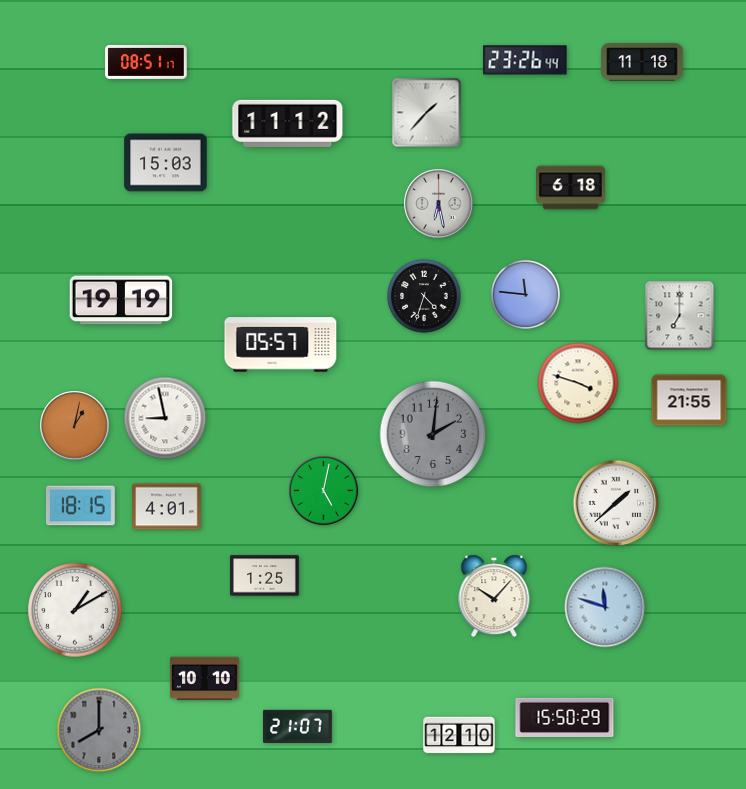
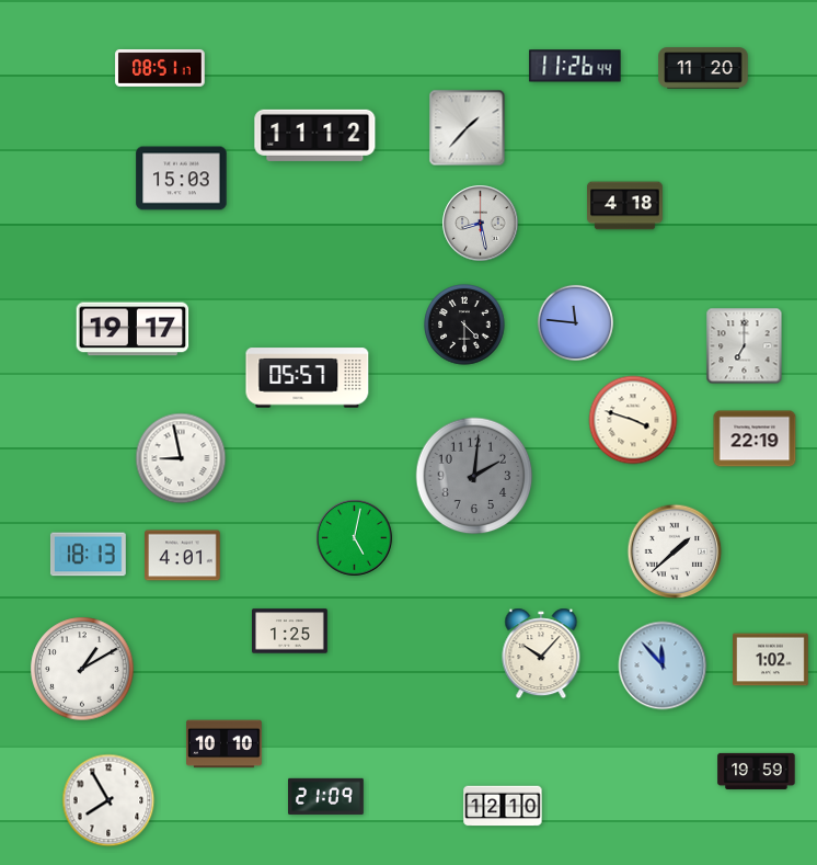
clock at (525, 60): 23:26 -> 11:26
clock at (642, 62): 11:18 -> 11:20
clock at (427, 113) position: (427, 113) -> (468, 128)
clock at (571, 188): 6:18 -> 4:18
clock at (439, 204): 6:28 -> 8:28
clock at (424, 296): 4:33 -> 4:30
clock at (121, 300): 19:19 -> 19:17
clock at (689, 400): 21:55 -> 22:19
clock at (75, 426): 1:02 -> none
clock at (80, 506): 18:15 -> 18:13
clock at (771, 660): none -> 1:02
clock at (605, 607): 11:48 -> 11:53
clock at (757, 771): none -> 19:59
clock at (565, 717): 15:50 -> none
clock at (298, 726): 21:07 -> 21:09
clock at (99, 730): 8:00 -> 7:55
clock at (99, 730) dial: grey -> white
